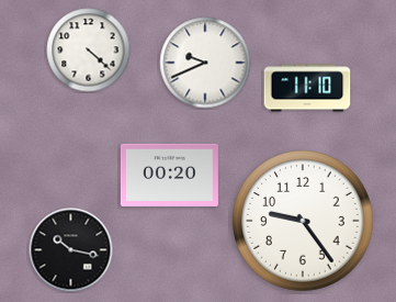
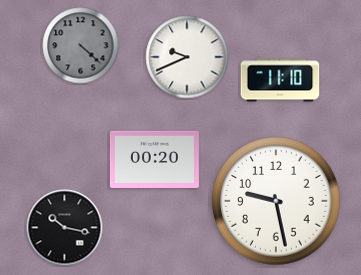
clock at (89, 51) dial: white -> grey
clock at (304, 222): 9:24 -> 9:28
